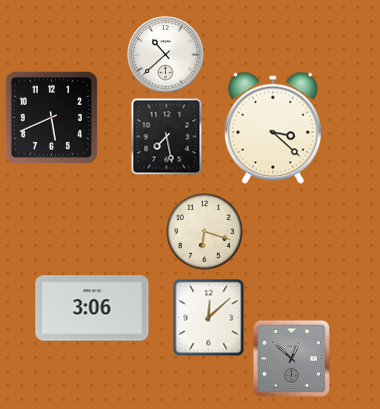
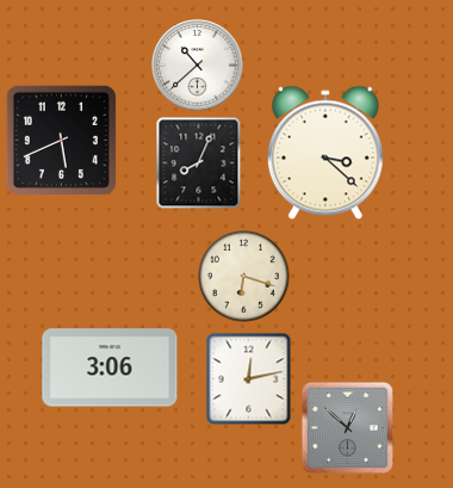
clock at (167, 136): 7:28 -> 8:04
clock at (209, 317): 12:08 -> 12:13
